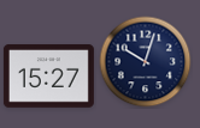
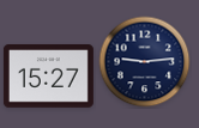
clock at (146, 62): 10:03 -> 9:14
